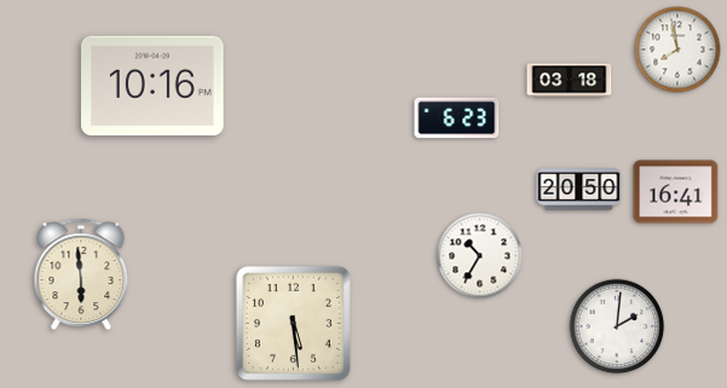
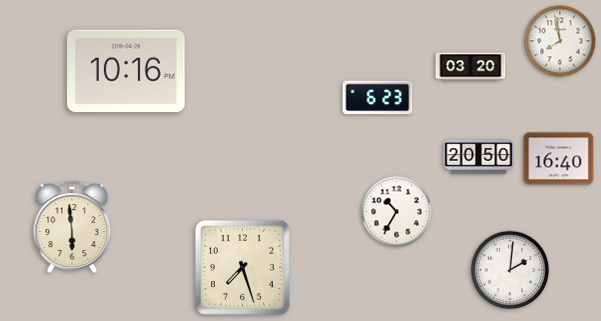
clock at (570, 81): 03:18 -> 03:20
clock at (676, 192): 16:41 -> 16:40
clock at (81, 274) position: (81, 274) -> (72, 227)
clock at (293, 323): 5:29 -> 7:27
